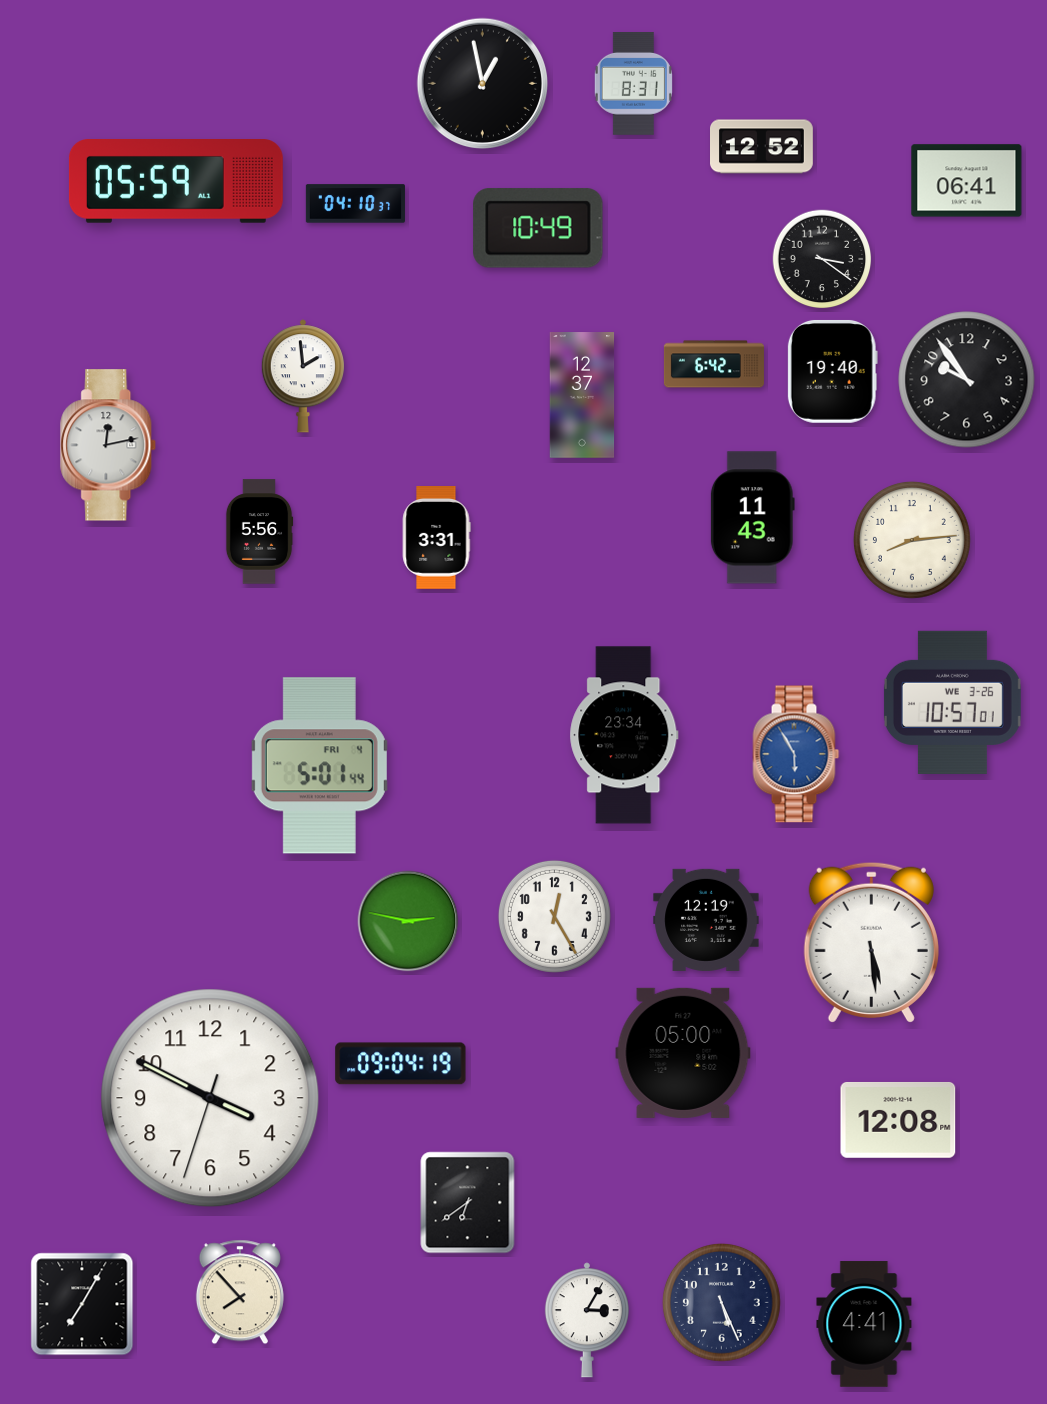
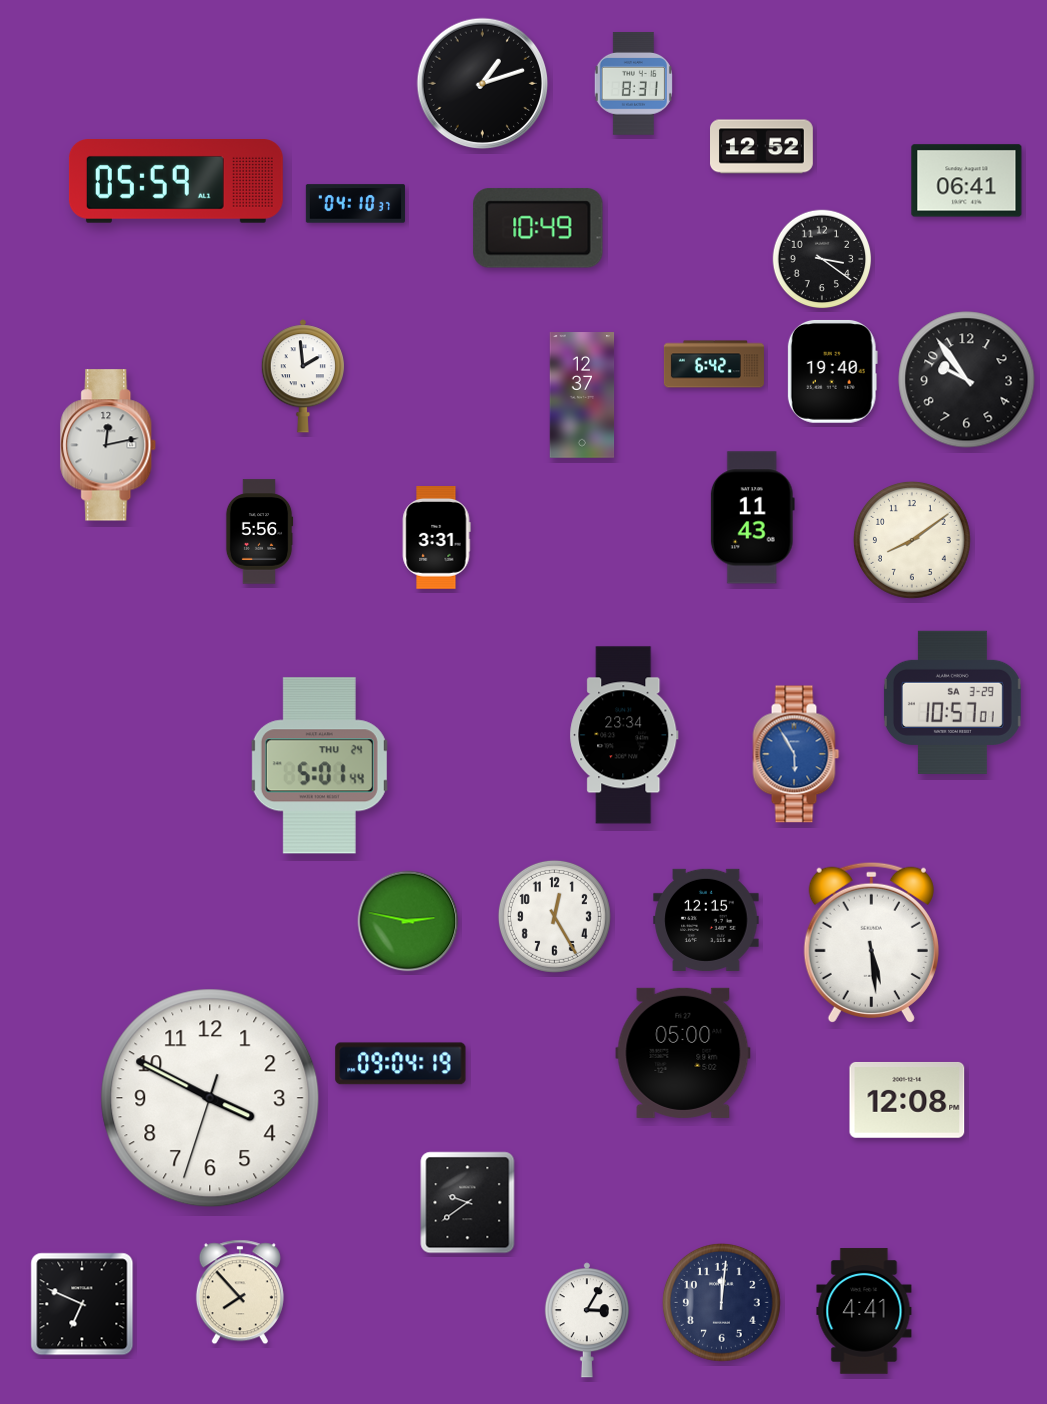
clock at (483, 84): 12:58 -> 1:12
clock at (912, 540): 8:14 -> 8:09
clock at (952, 702) date: WE 3-26 -> SA 3-29
clock at (319, 766) date: FRI 4 -> THU 24
clock at (706, 920): 12:19 -> 12:15
clock at (898, 1120) position: (898, 1120) -> (907, 1100)
clock at (468, 1203): 6:39 -> 9:39
clock at (722, 1302): 5:26 -> 12:01
clock at (82, 1304): 7:05 -> 6:49
clock at (864, 1324) position: (864, 1324) -> (864, 1311)
